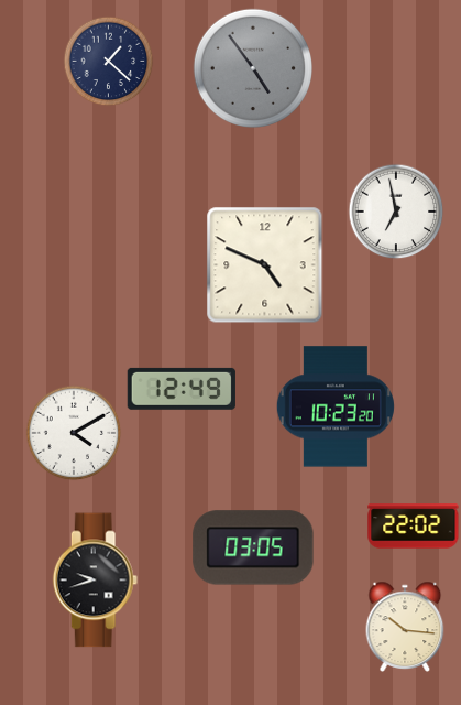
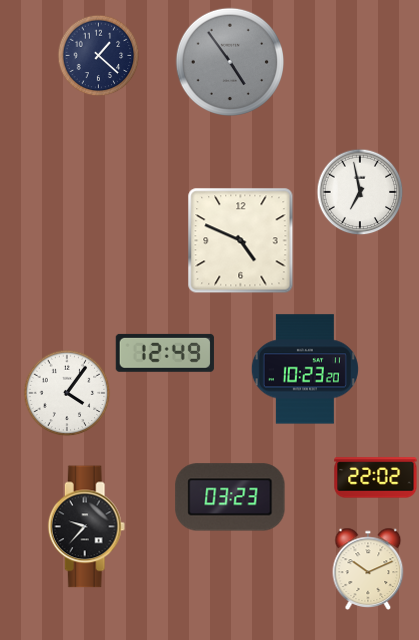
clock at (74, 433): 4:10 -> 4:06
clock at (253, 547): 03:05 -> 03:23
clock at (96, 581): 9:42 -> 9:37
clock at (405, 627): 10:16 -> 10:11
